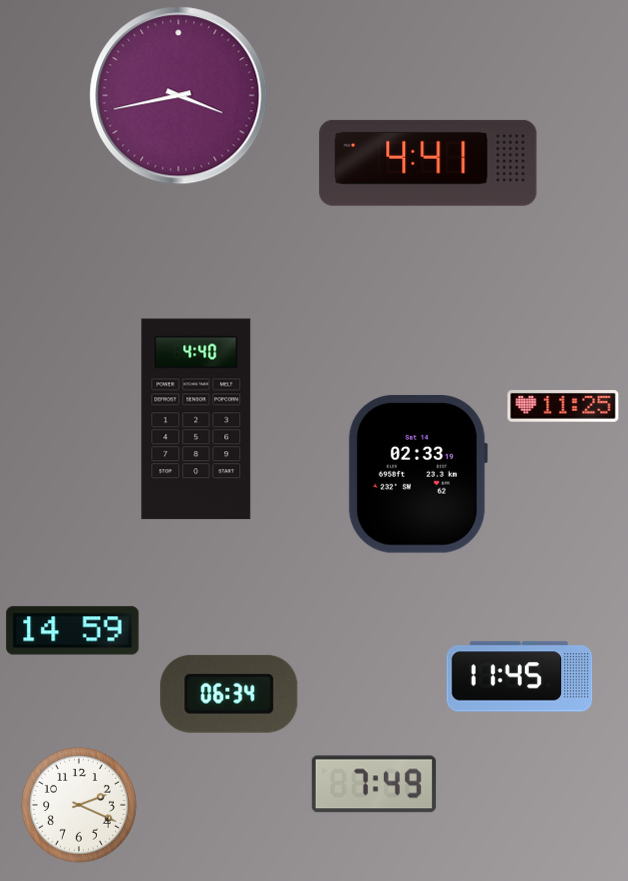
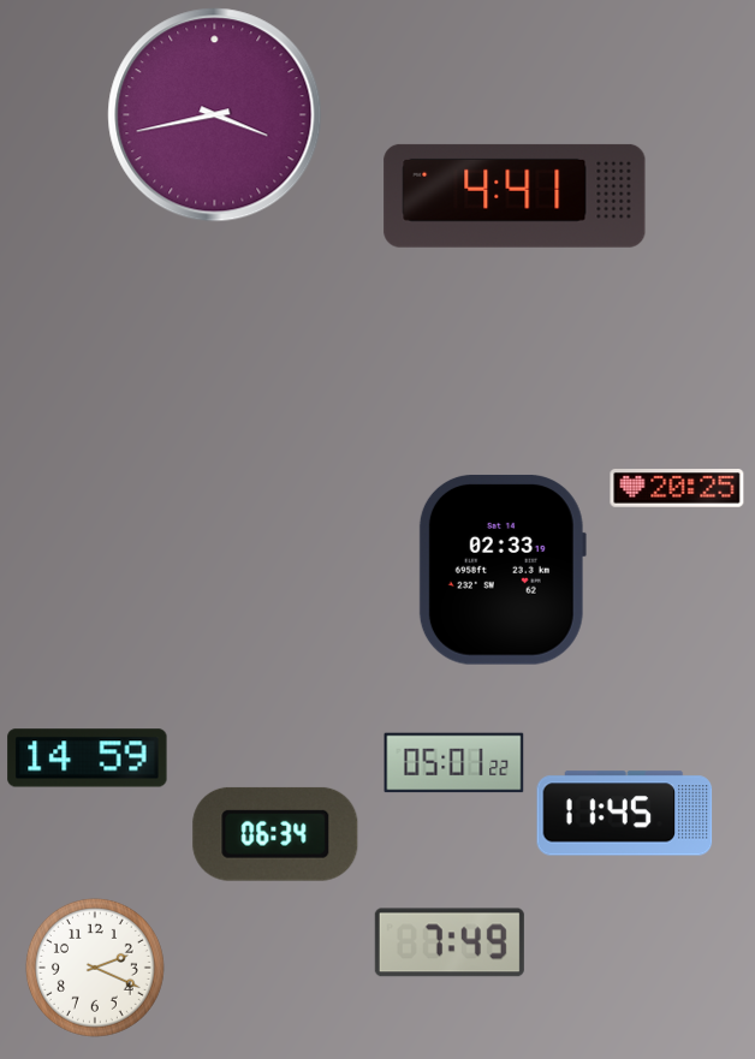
clock at (563, 407): 11:25 -> 20:25
clock at (196, 419): 4:40 -> none
clock at (454, 763): none -> 05:01
